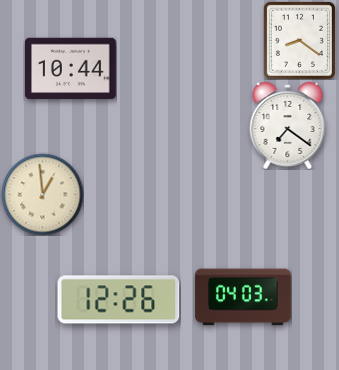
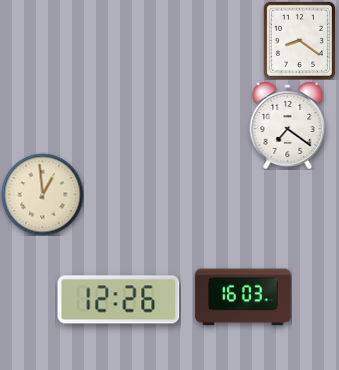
clock at (71, 69): 10:44 -> none
clock at (243, 297): 04:03 -> 16:03
